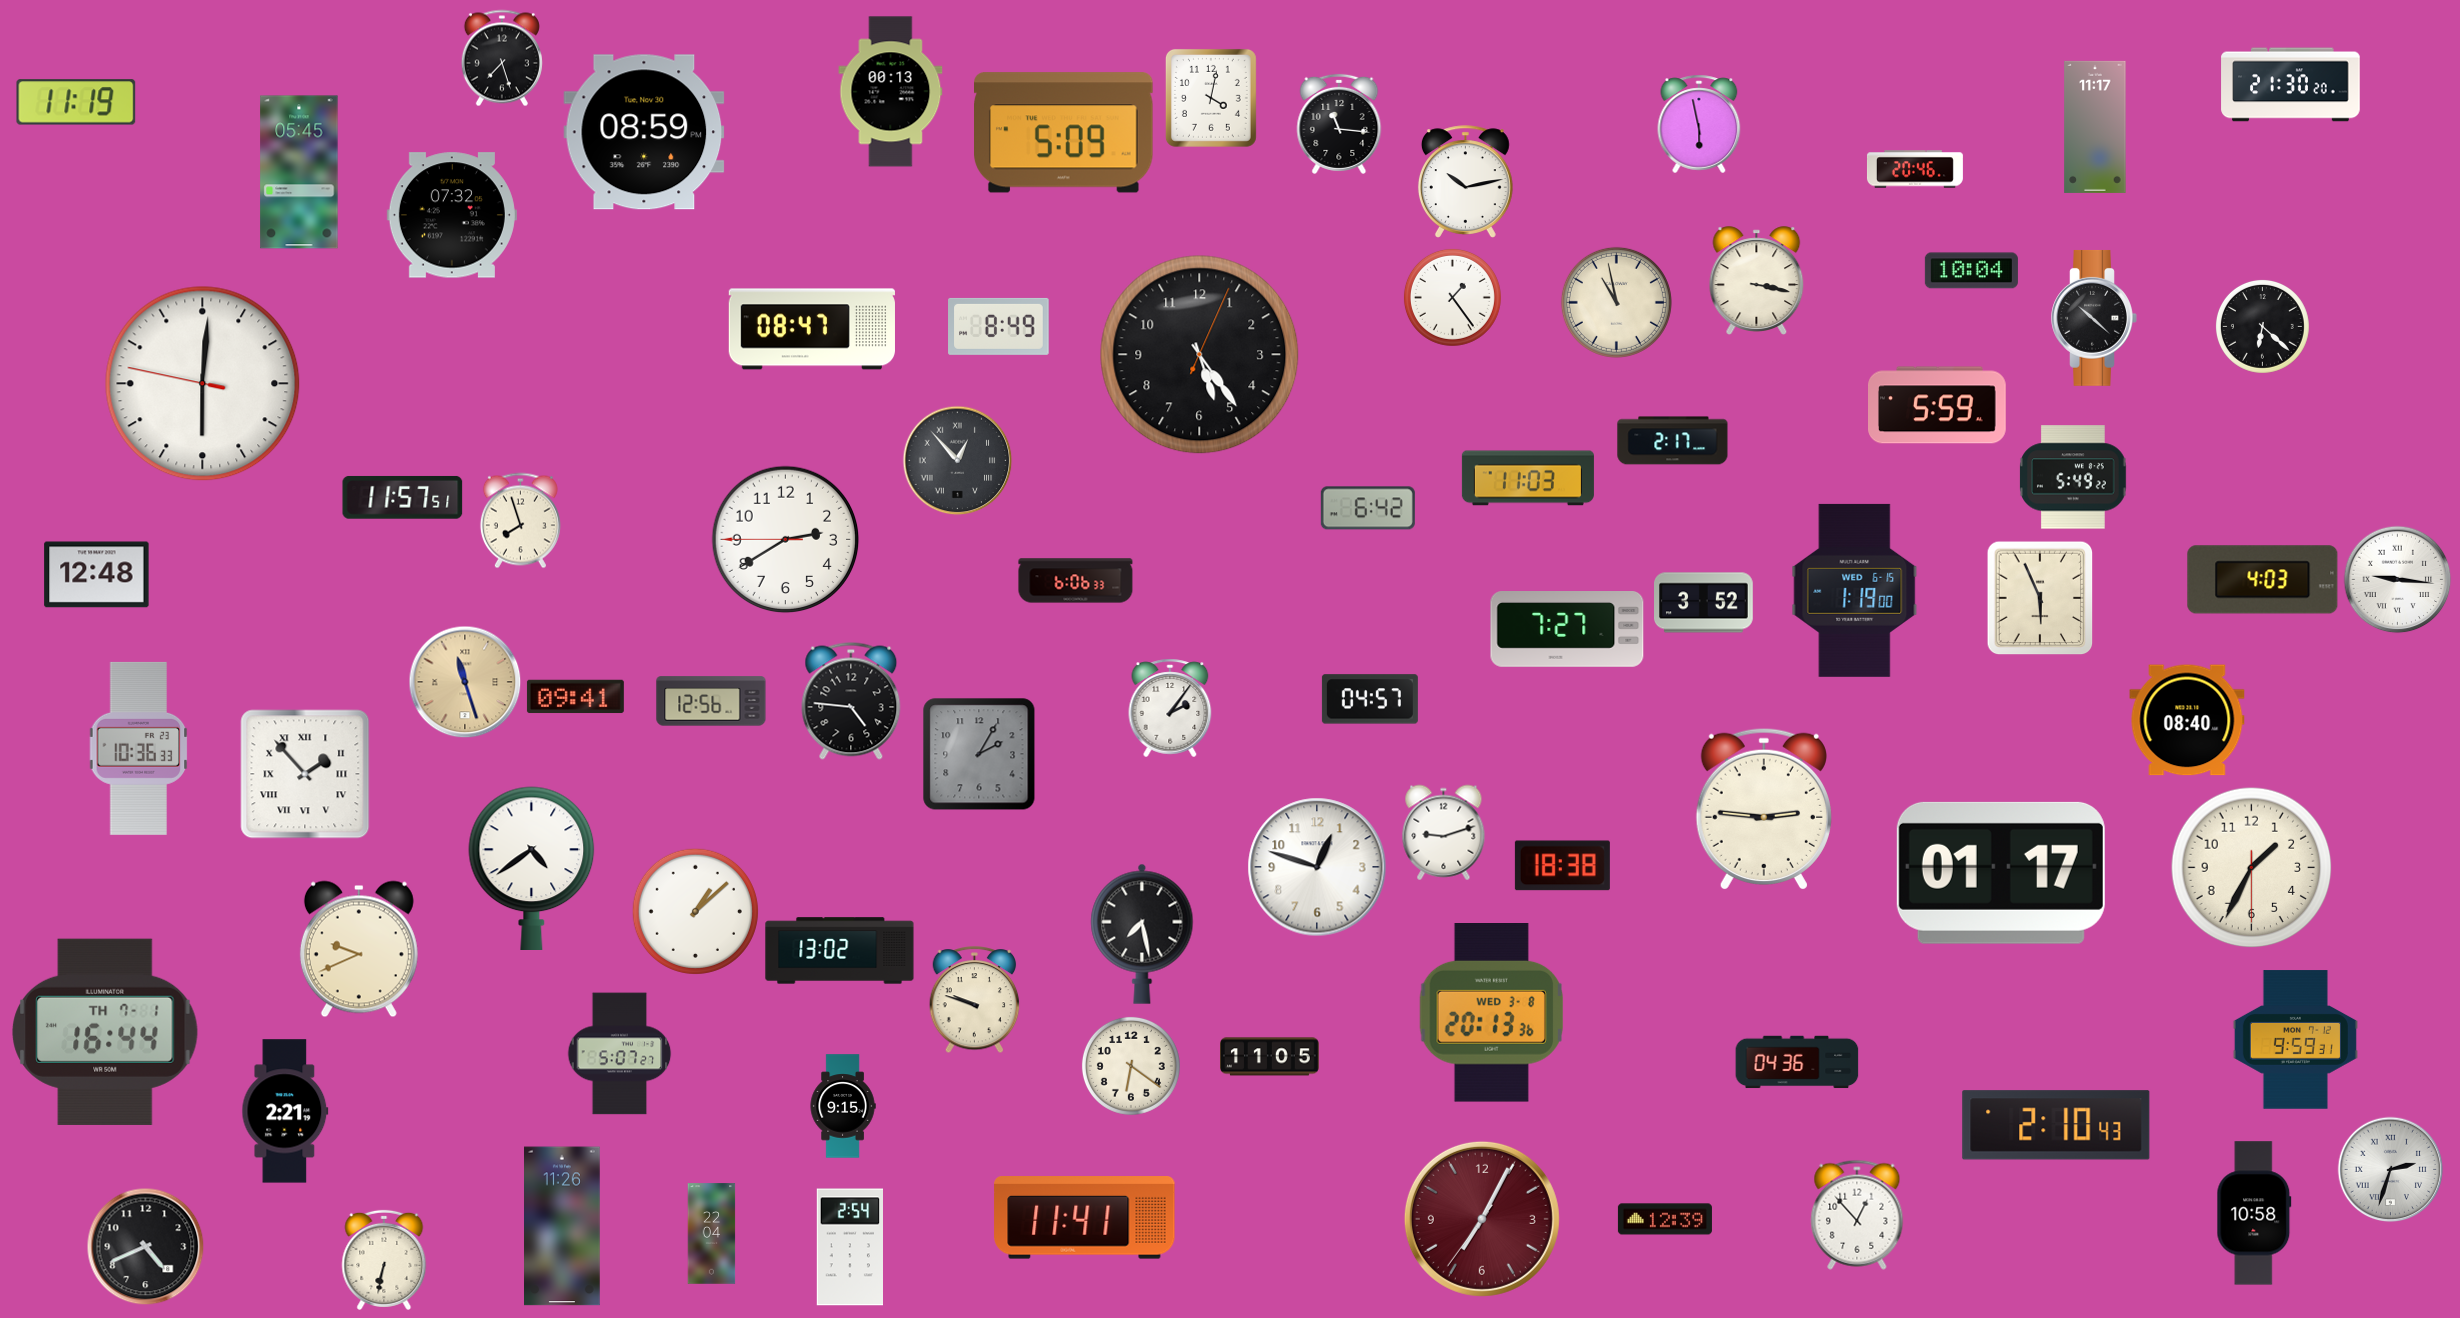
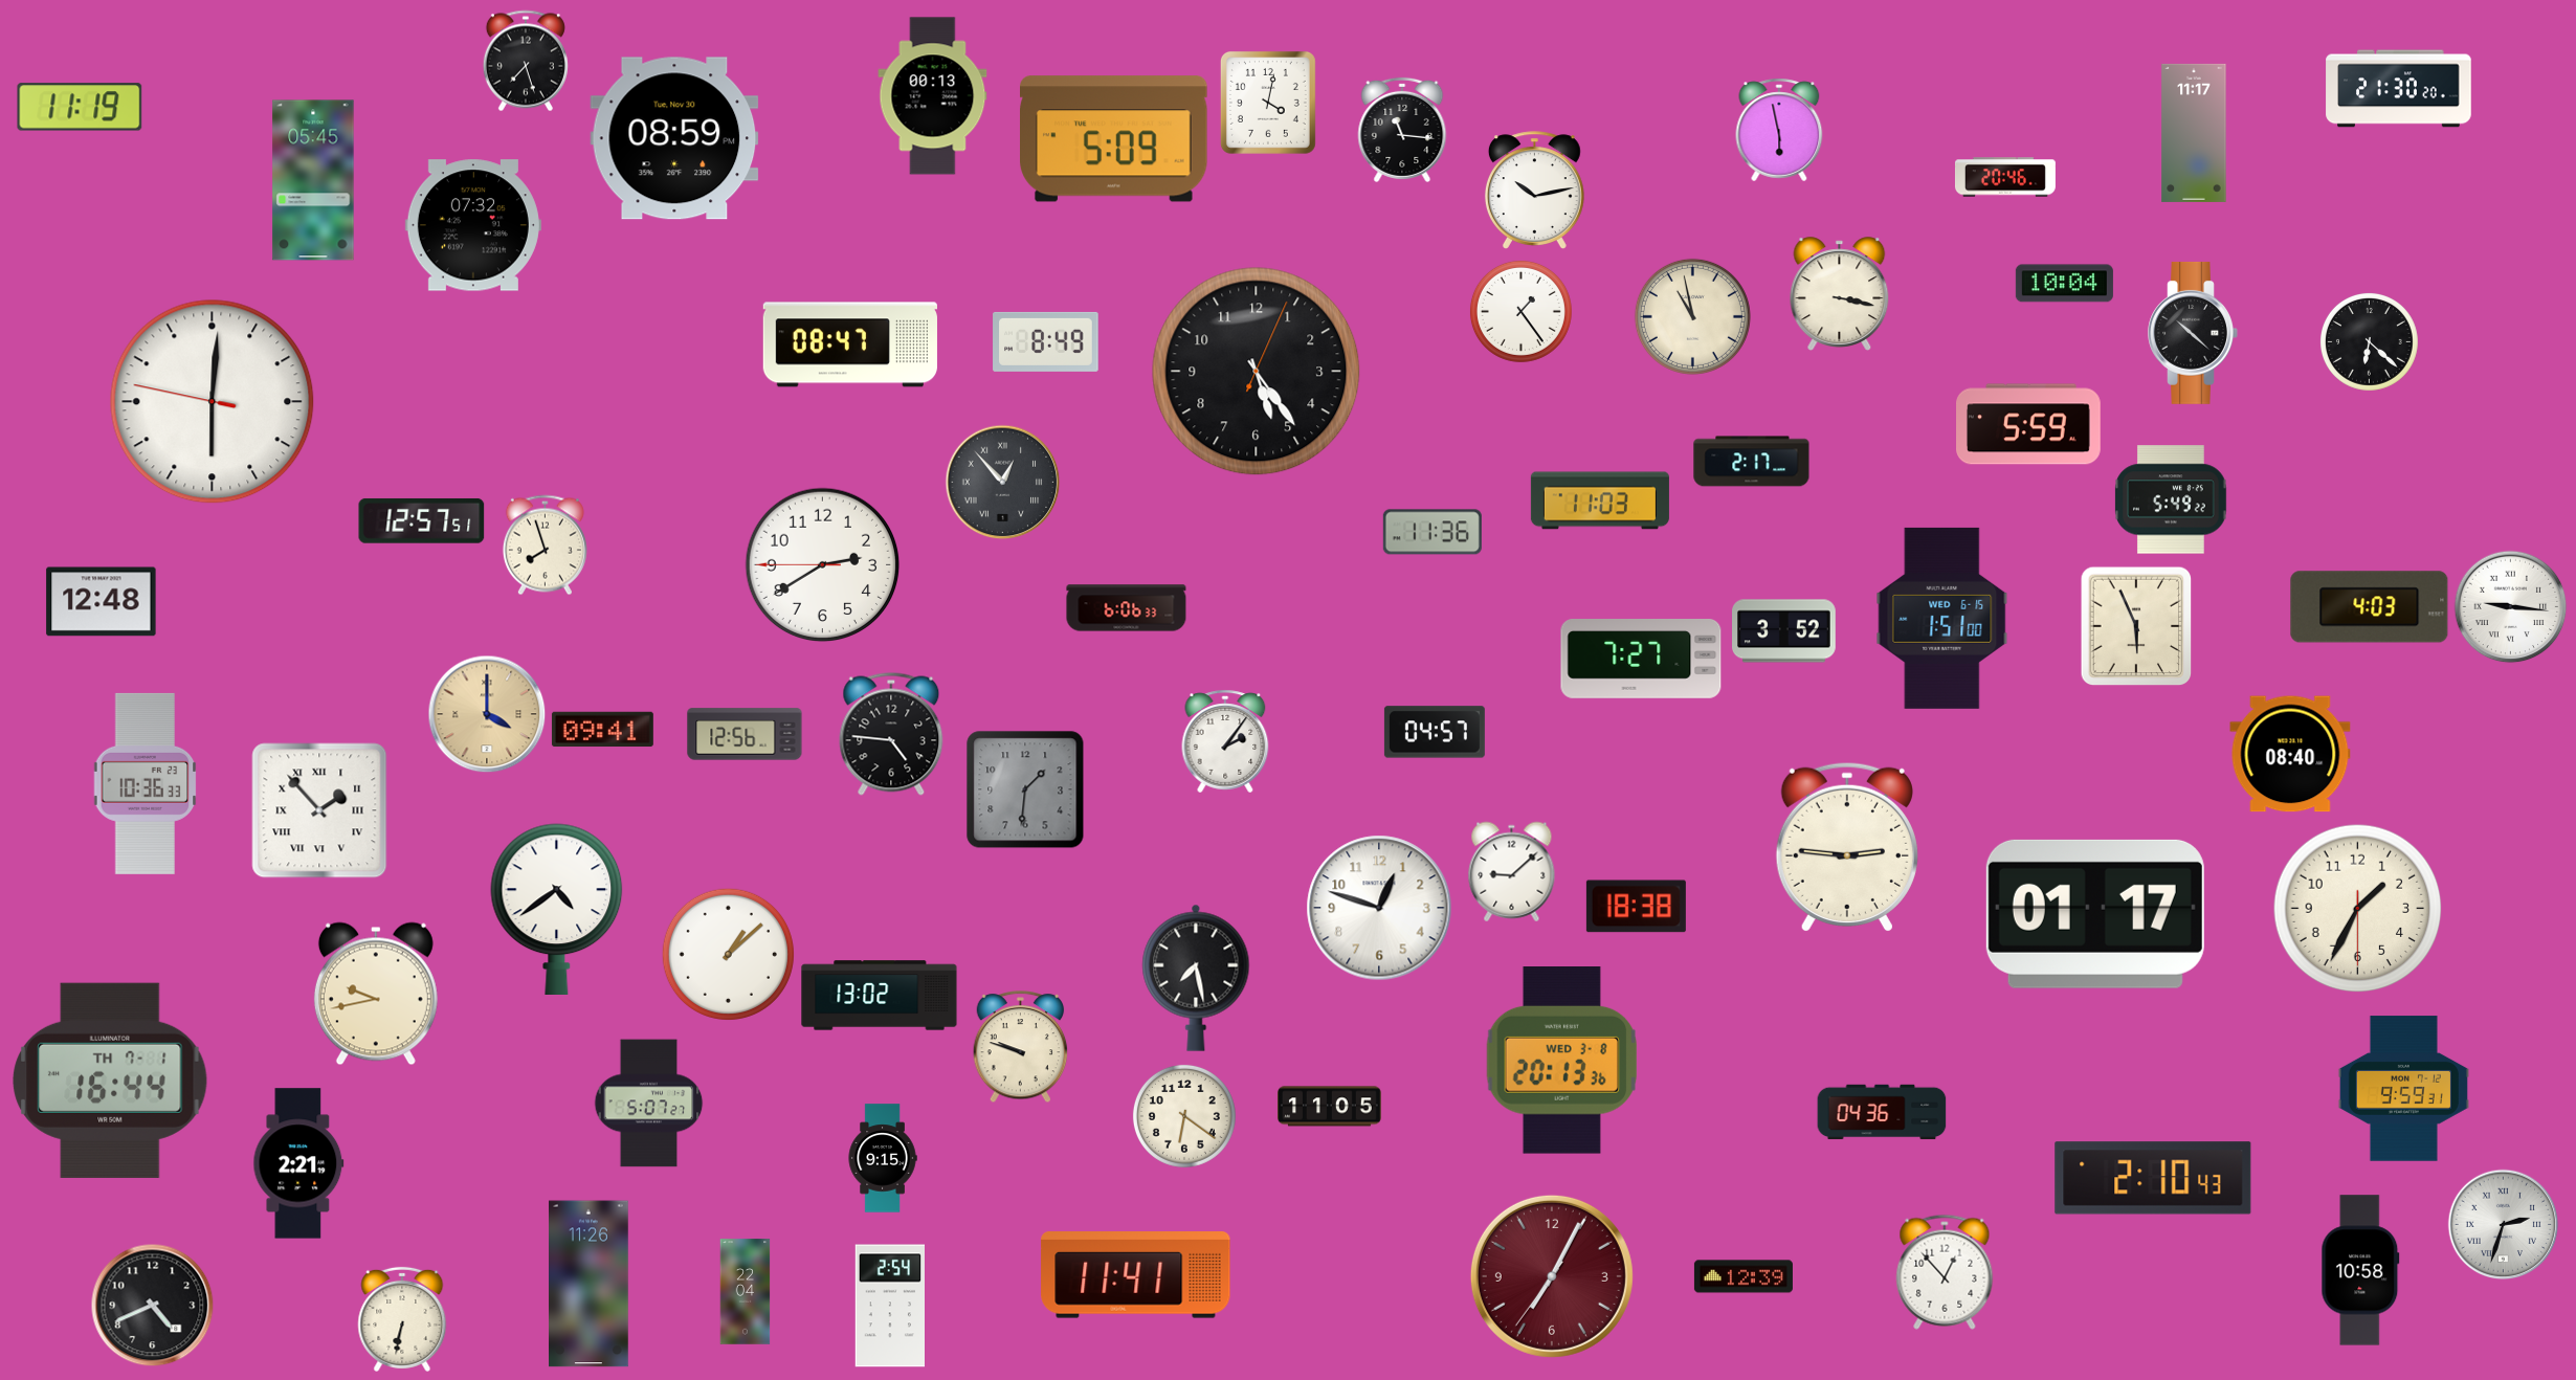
clock at (403, 497): 11:57 -> 12:57
clock at (1368, 508): 6:42 -> 11:36
clock at (1855, 590): 1:19 -> 1:51
clock at (465, 682): 11:27 -> 4:00
clock at (979, 754): 2:05 -> 1:31
clock at (1444, 833): 9:12 -> 9:08
clock at (359, 949): 9:41 -> 9:43
